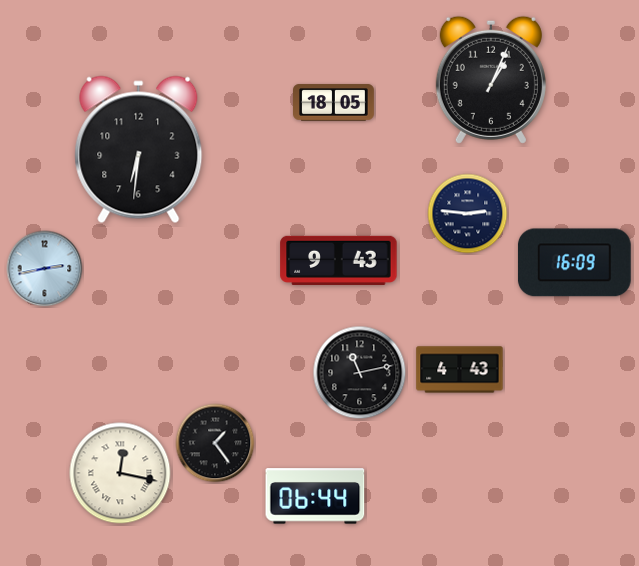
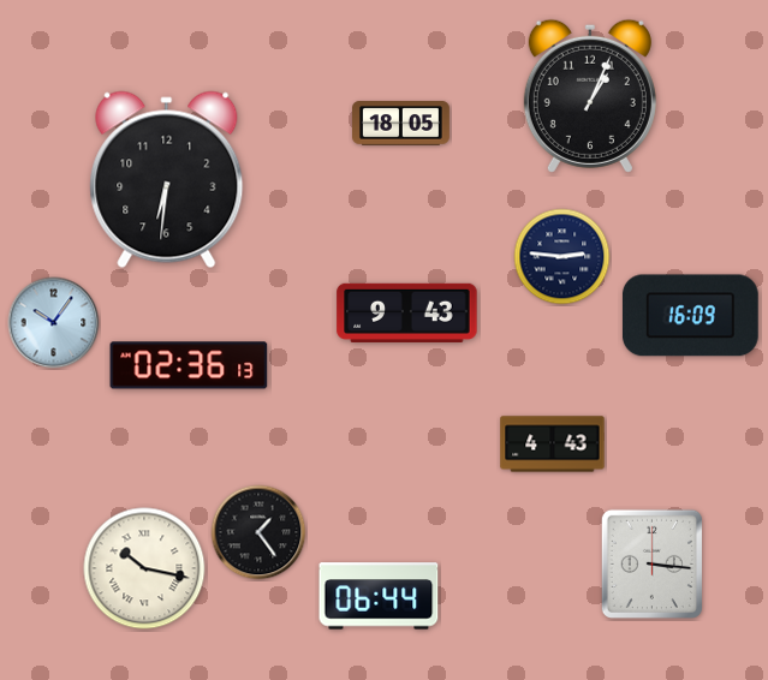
clock at (45, 269): 2:43 -> 10:06
clock at (189, 365): none -> 02:36
clock at (360, 373): 11:13 -> none
clock at (651, 563): none -> 3:16
clock at (120, 473): 12:17 -> 10:17
